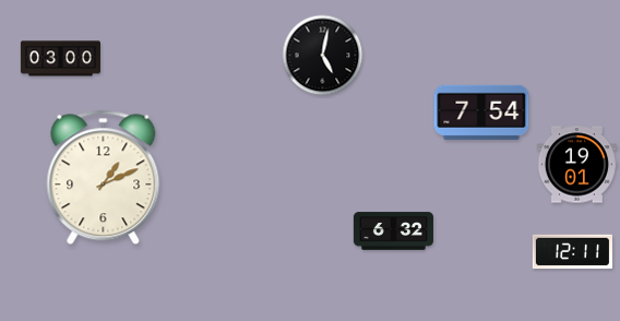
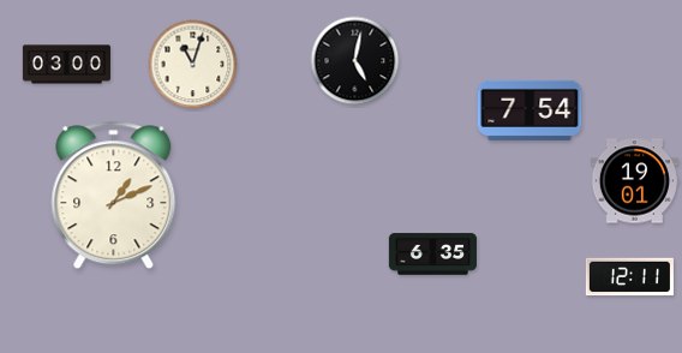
clock at (193, 65): none -> 11:03
clock at (481, 112) position: (481, 112) -> (530, 110)
clock at (393, 231): 6:32 -> 6:35
